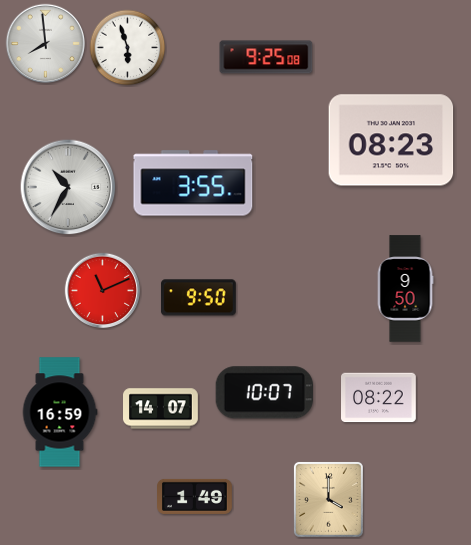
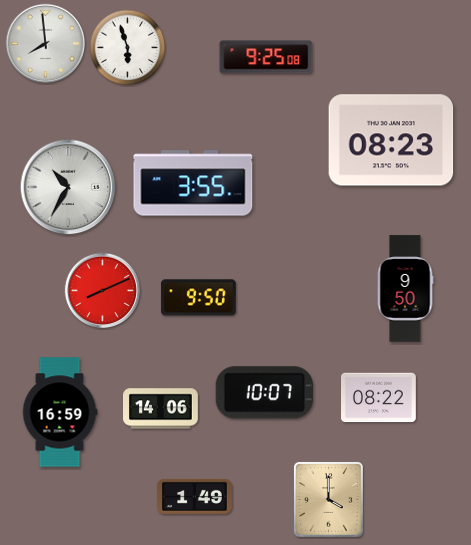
clock at (102, 290): 11:11 -> 8:11
clock at (161, 409): 14:07 -> 14:06
